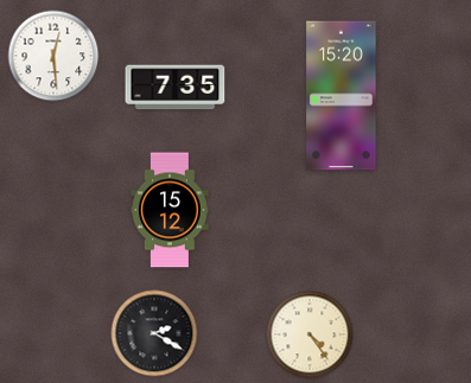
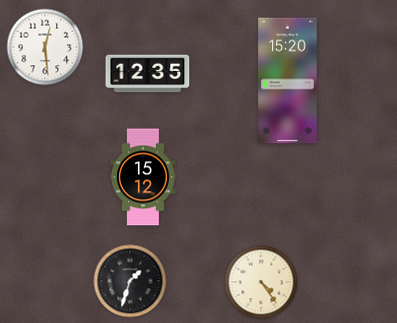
clock at (176, 88): 7:35 -> 12:35
clock at (154, 333): 2:20 -> 1:33
